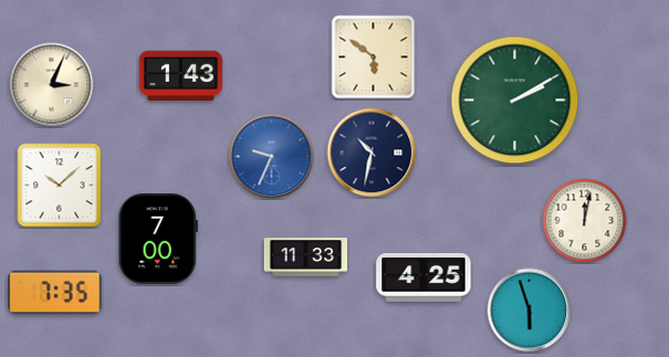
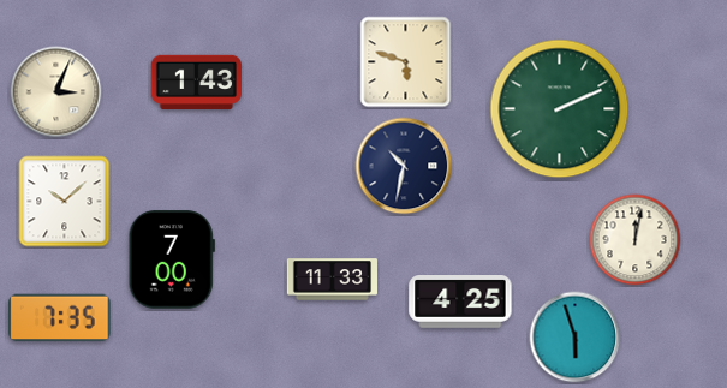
clock at (374, 57): 5:51 -> 5:48
clock at (515, 101): 2:10 -> 2:11
clock at (272, 157): 9:34 -> none
